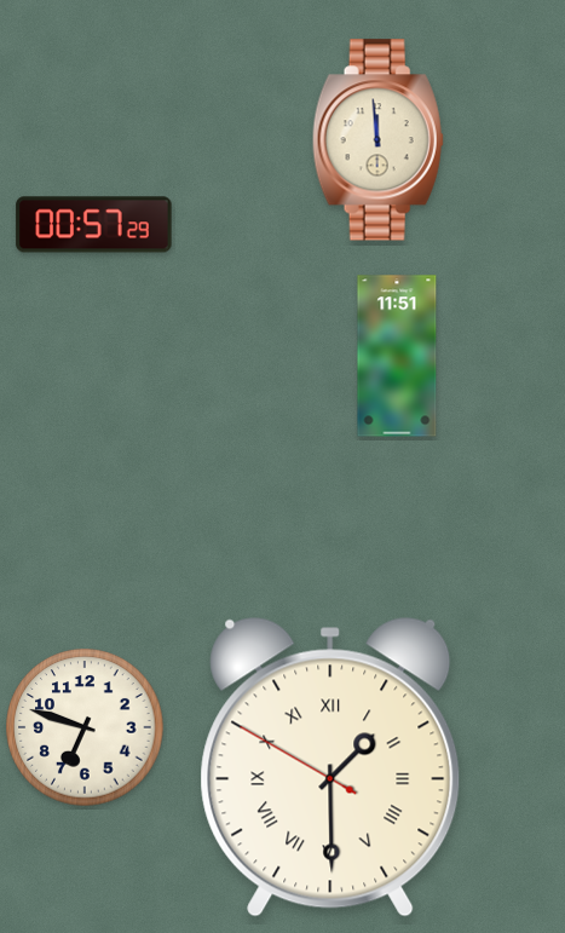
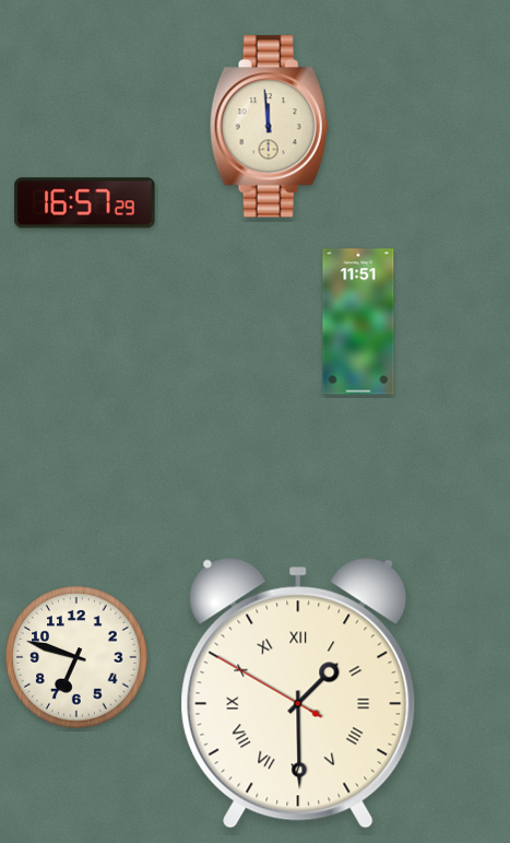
clock at (377, 140) position: (377, 140) -> (269, 127)
clock at (94, 225): 00:57 -> 16:57
